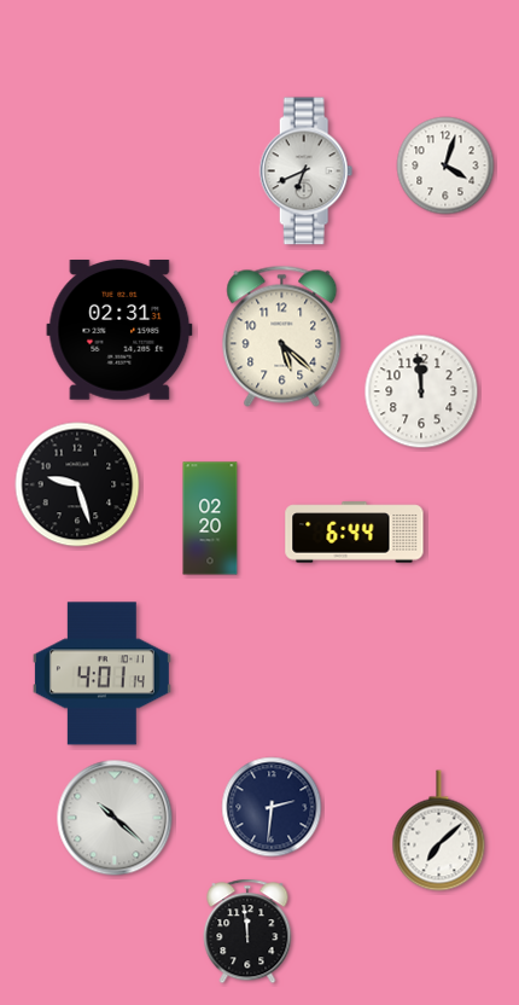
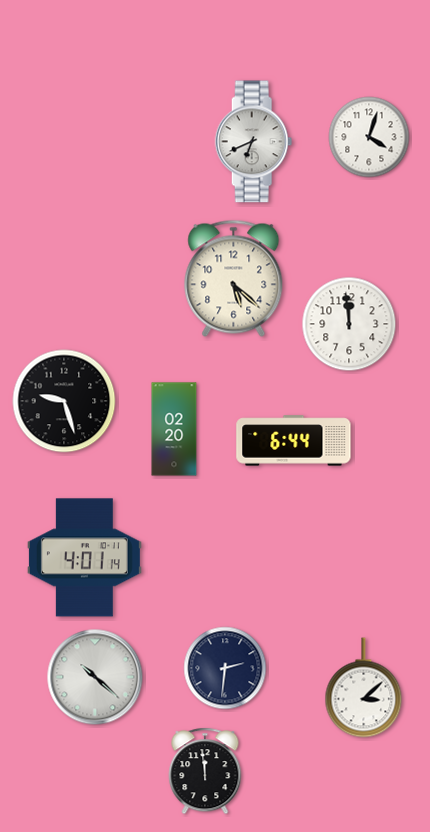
clock at (119, 331): 02:31 -> none
clock at (439, 831): 7:08 -> 3:08
